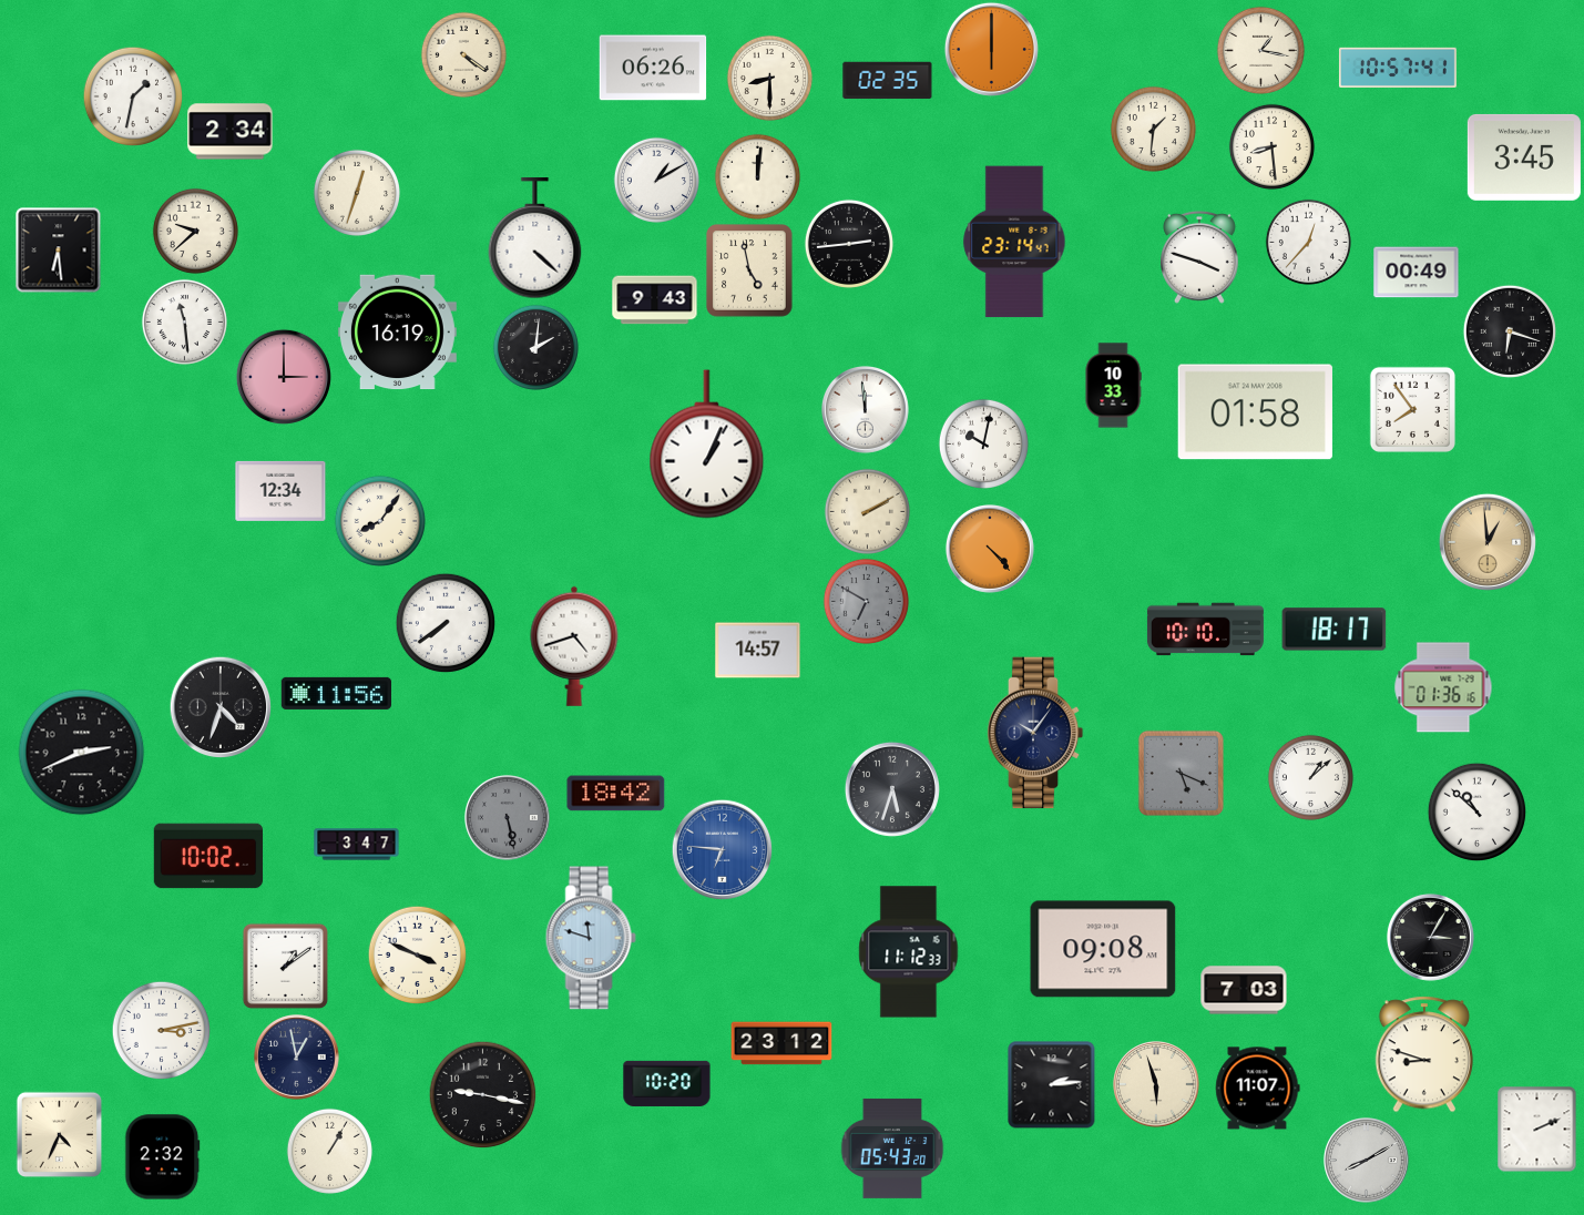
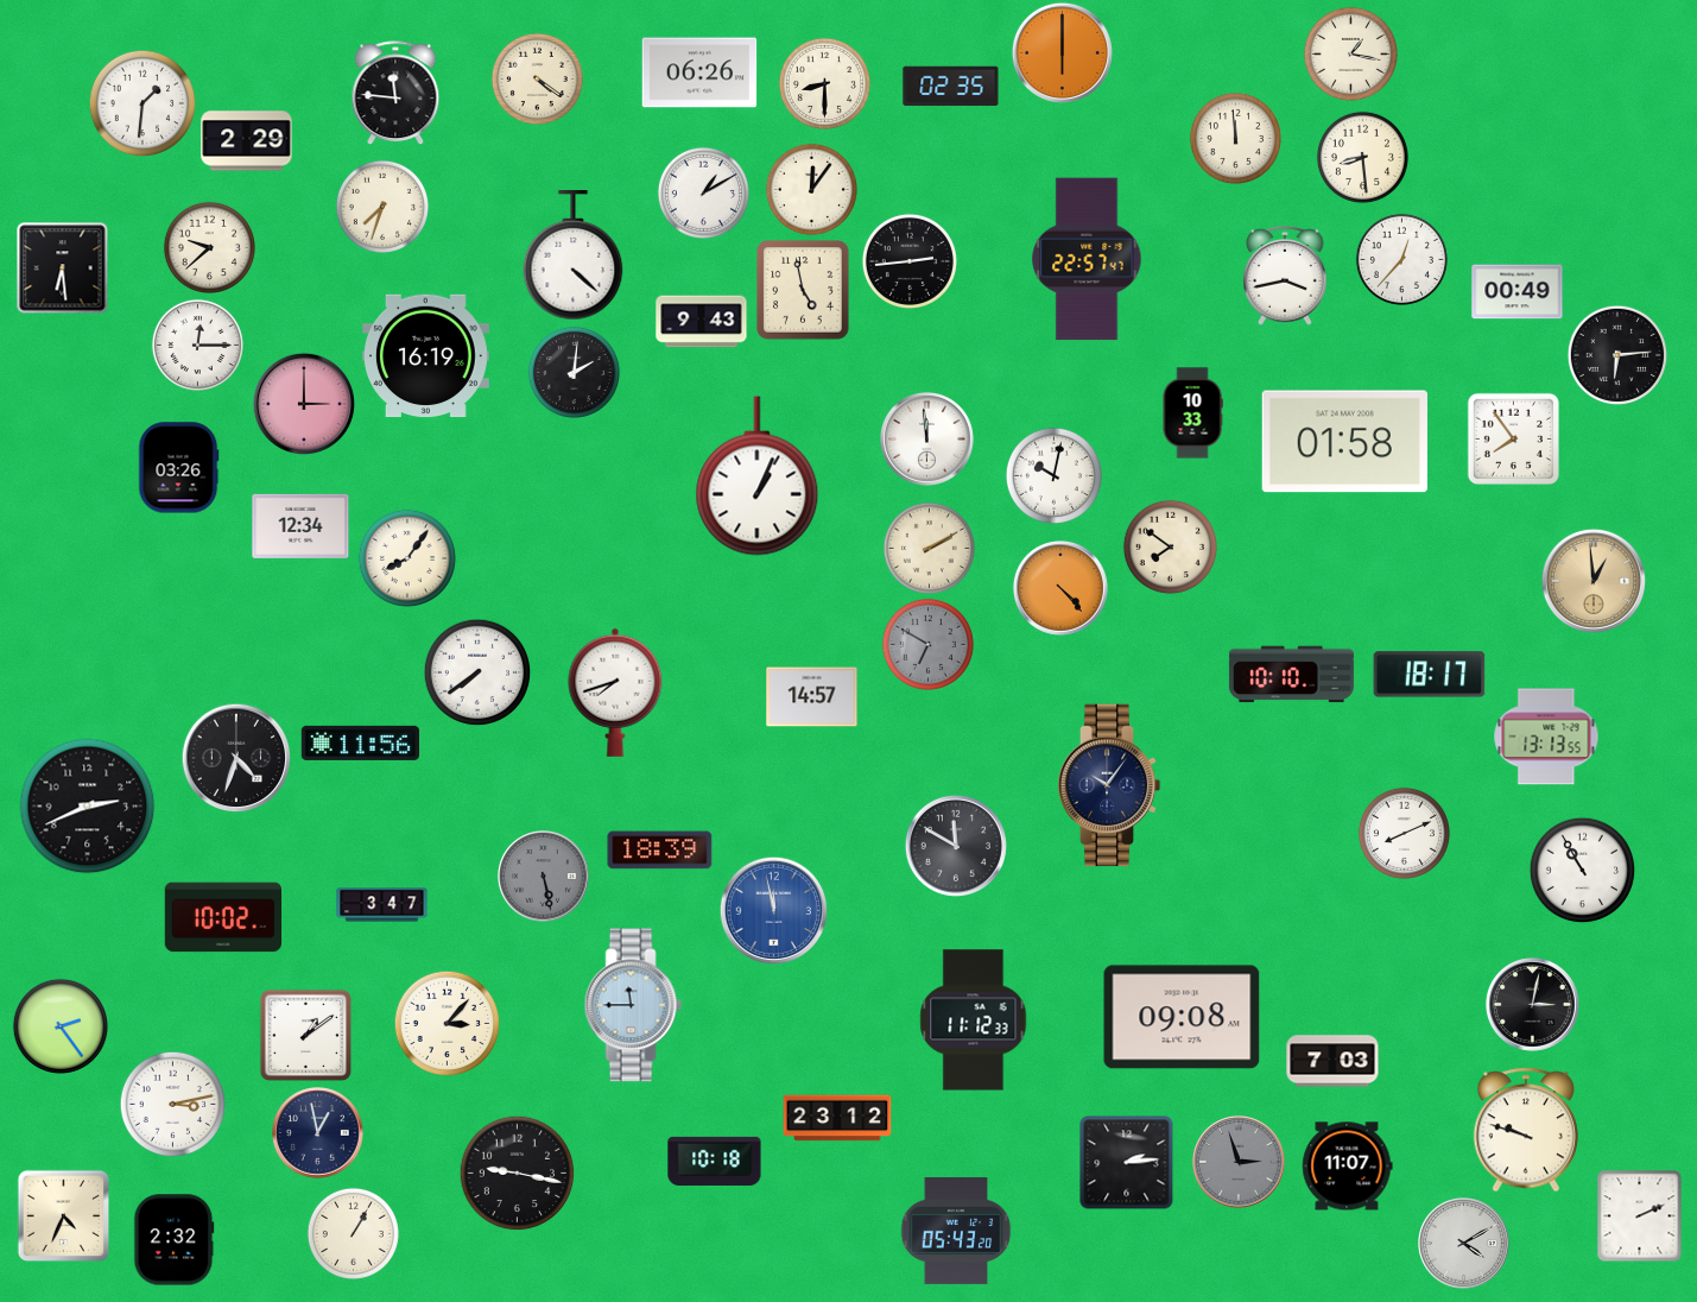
clock at (463, 54) position: (463, 54) -> (537, 78)
clock at (1398, 67): 10:57 -> none
clock at (395, 93): none -> 11:46
clock at (133, 96): 1:32 -> 1:31
clock at (1153, 129): 1:31 -> 11:59
clock at (231, 132): 2:34 -> 2:29
clock at (1524, 157): 3:45 -> none
clock at (757, 176): 12:01 -> 12:06
clock at (357, 193): 12:33 -> 7:33
clock at (1014, 242): 23:14 -> 22:57
clock at (1200, 257): 3:48 -> 3:43
clock at (184, 321): 11:29 -> 12:15
clock at (1509, 330): 6:18 -> 6:14
clock at (178, 468): none -> 03:26
clock at (1170, 546): none -> 7:51
clock at (446, 623) position: (446, 623) -> (477, 672)
clock at (574, 646): 4:42 -> 7:42
clock at (1443, 687): 01:36 -> 13:13
clock at (1181, 773): 5:19 -> none
clock at (1310, 777): 1:08 -> 8:11
clock at (892, 789): 5:33 -> 11:50
clock at (616, 794): 18:42 -> 18:39
clock at (1476, 811): 10:52 -> 10:55
clock at (722, 849): 6:46 -> 11:58
clock at (591, 938): 11:48 -> 11:45
clock at (1431, 938): 3:05 -> 3:02
clock at (417, 954): 3:49 -> 3:07
clock at (61, 1026): none -> 2:24
clock at (1424, 1054): 8:48 -> 9:48
clock at (667, 1083): 10:20 -> 10:18
clock at (1157, 1085): 5:57 -> 2:57
clock at (1157, 1085) dial: cream -> grey
clock at (1537, 1129) position: (1537, 1129) -> (1640, 1215)
clock at (1367, 1161): 8:10 -> 4:10
